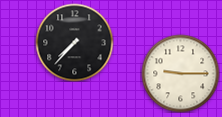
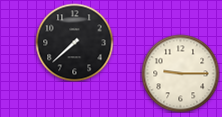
clock at (74, 42): 7:37 -> 7:38
